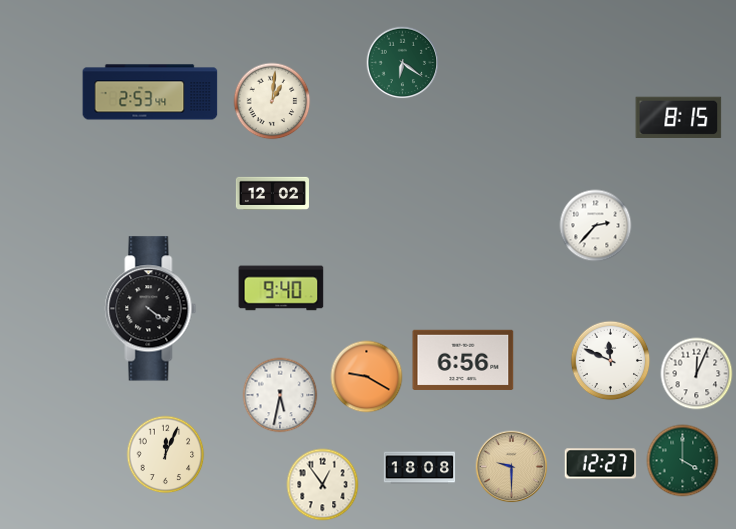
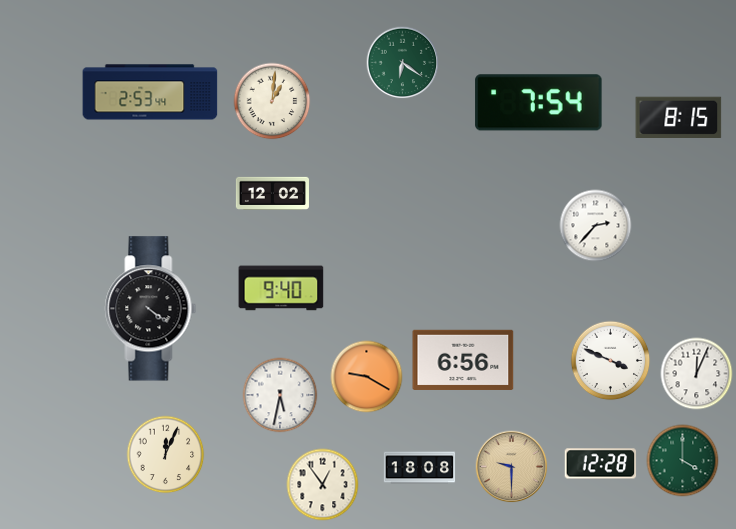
clock at (539, 103): none -> 7:54
clock at (611, 361): 11:49 -> 3:49
clock at (601, 464): 12:27 -> 12:28
